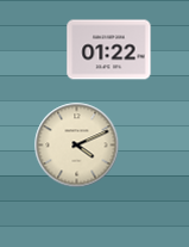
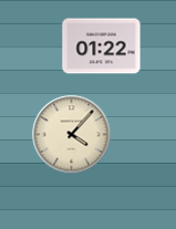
clock at (77, 146): 4:11 -> 4:07
